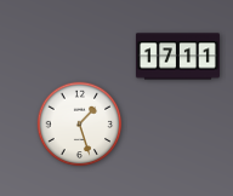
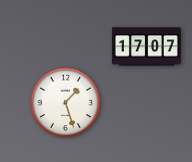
clock at (177, 57): 17:11 -> 17:07
